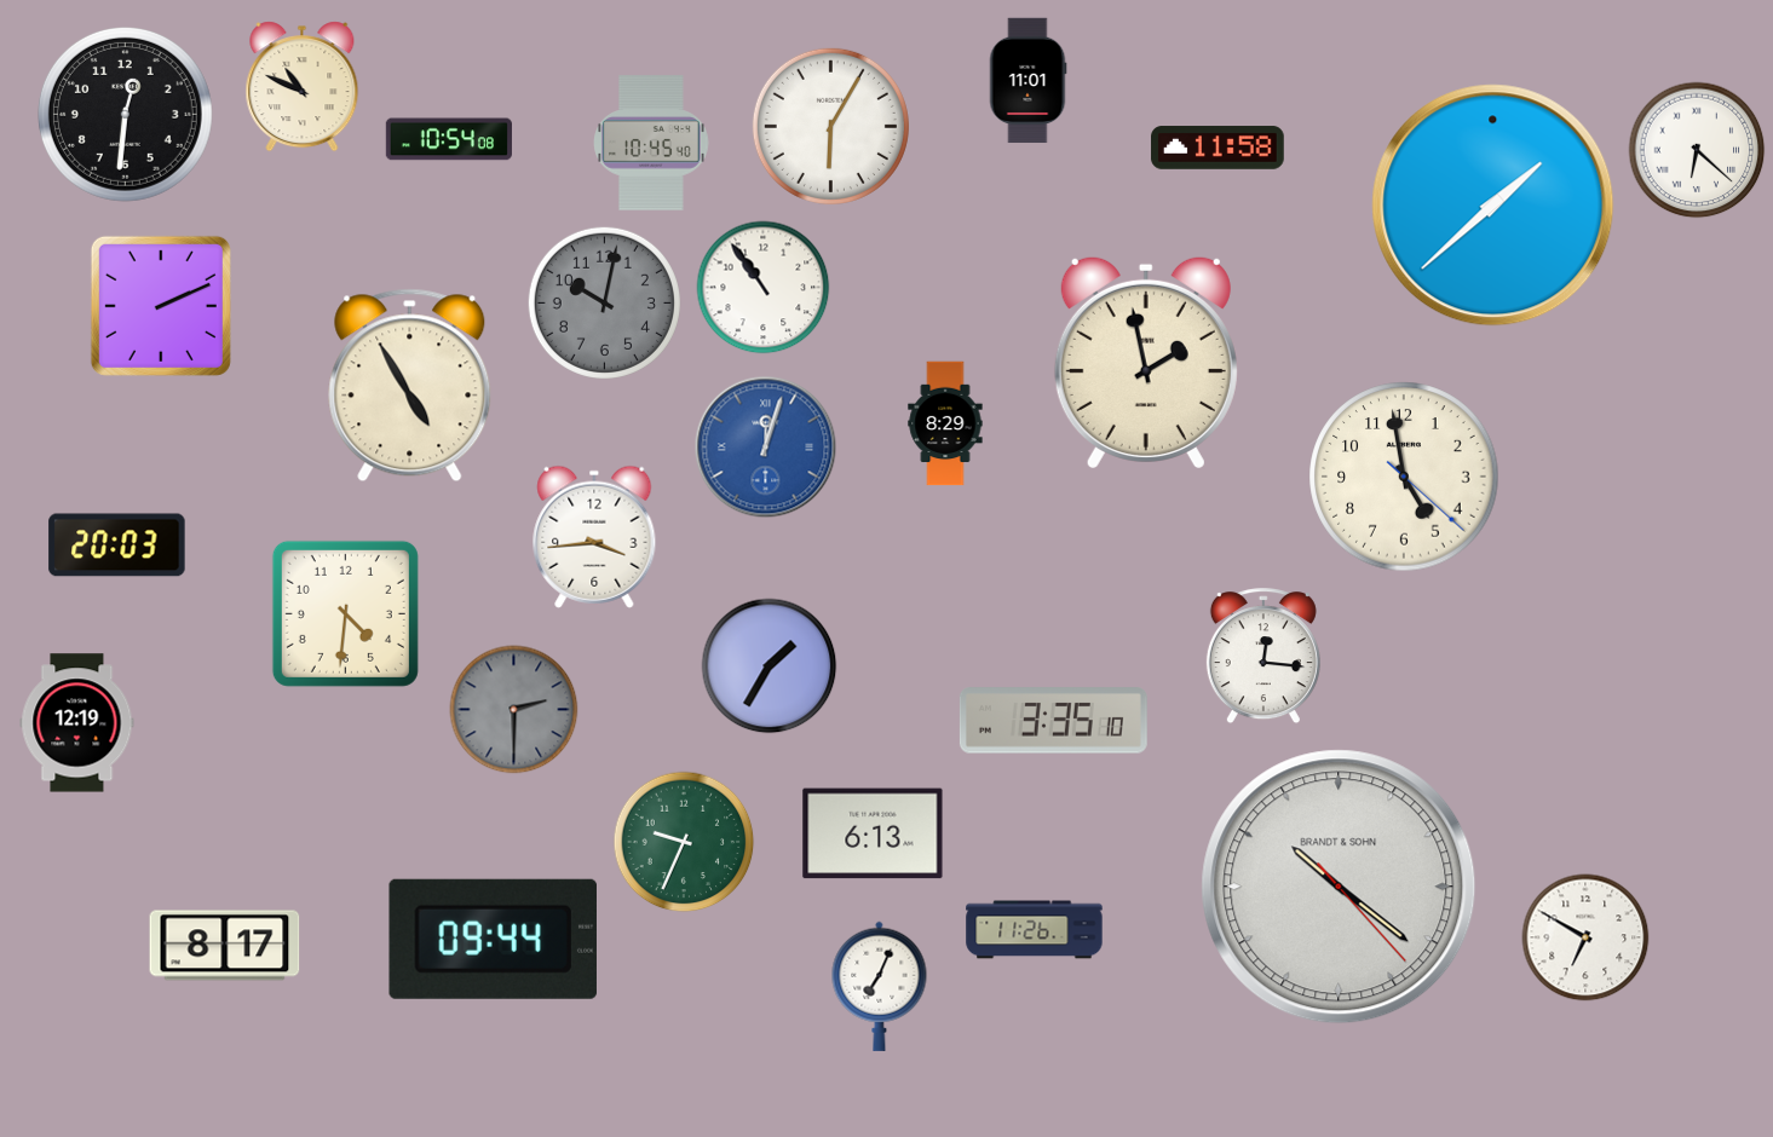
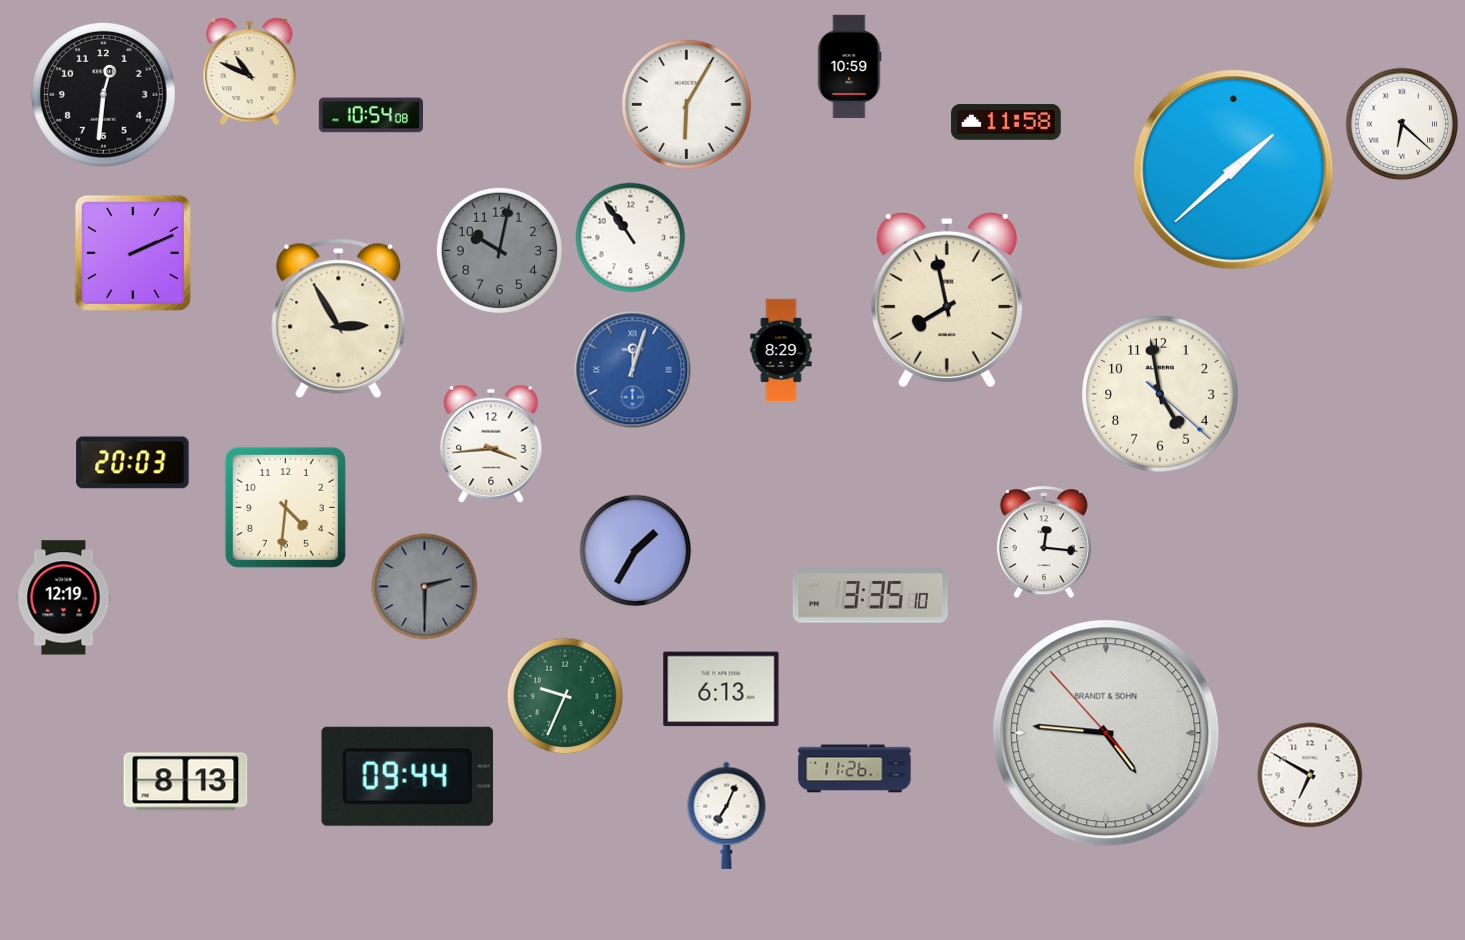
clock at (1027, 81): 11:01 -> 10:59
clock at (651, 143): 10:45 -> none
clock at (1146, 362): 1:58 -> 7:58
clock at (410, 386): 4:55 -> 2:55
clock at (117, 546) position: (117, 546) -> (133, 463)
clock at (1339, 887): 10:21 -> 4:45
clock at (225, 946): 8:17 -> 8:13
